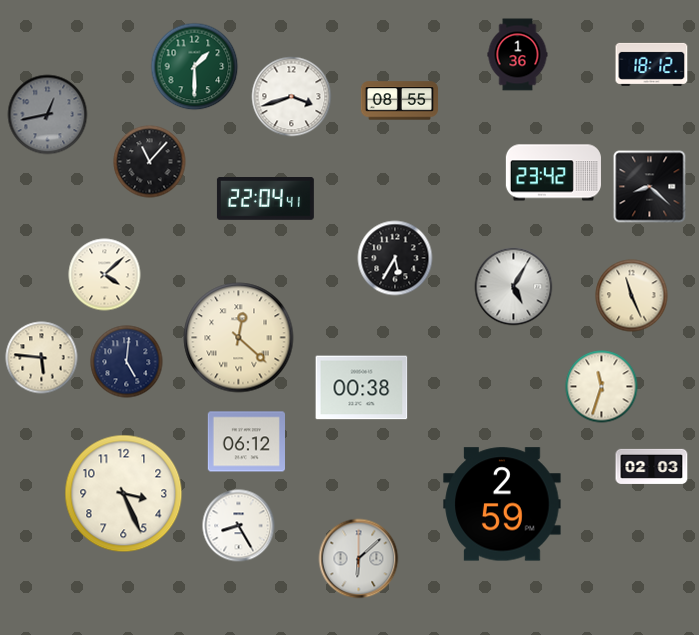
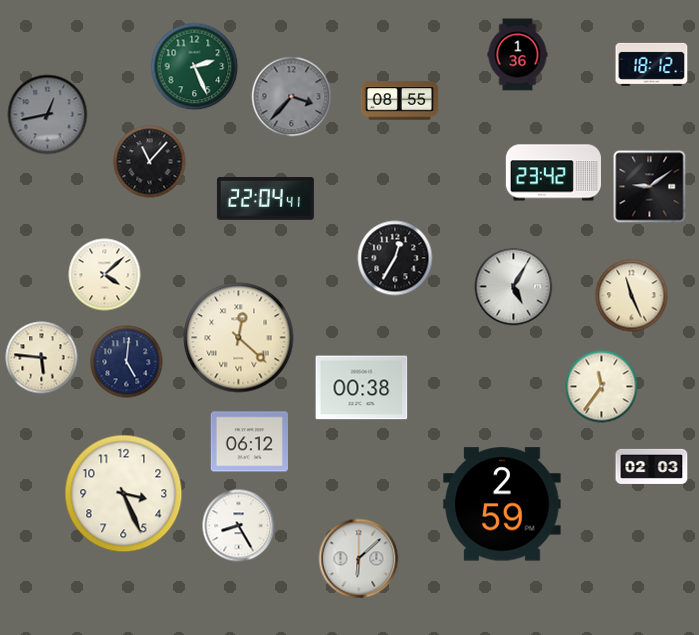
clock at (195, 67): 1:30 -> 2:26
clock at (292, 97): 3:42 -> 3:37
clock at (292, 97) dial: white -> grey
clock at (650, 187): 8:22 -> 9:09
clock at (395, 258): 5:35 -> 12:35
clock at (602, 387): 11:33 -> 11:36
clock at (246, 442) position: (246, 442) -> (249, 442)
